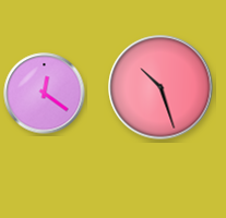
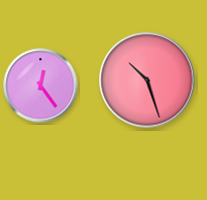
clock at (45, 94): 12:21 -> 12:24
